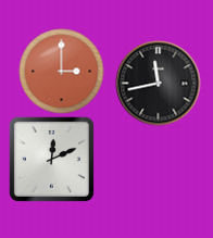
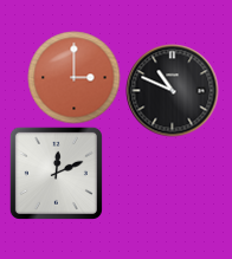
clock at (61, 71) position: (61, 71) -> (73, 77)
clock at (158, 83): 11:43 -> 10:49
